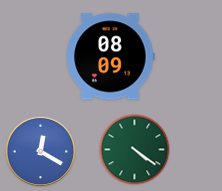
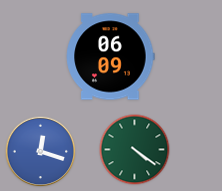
clock at (110, 57): 08:09 -> 06:09
clock at (41, 152): 12:20 -> 12:18
